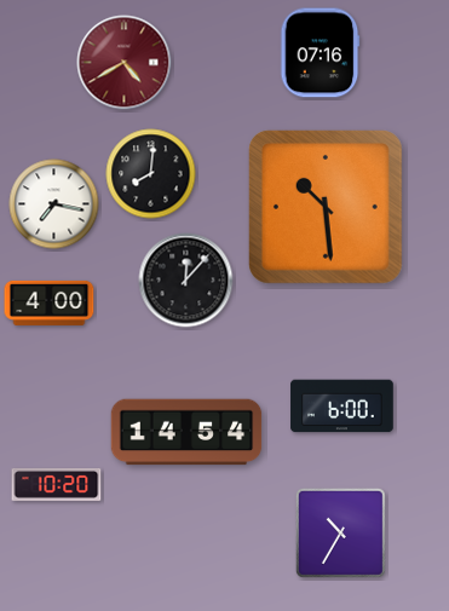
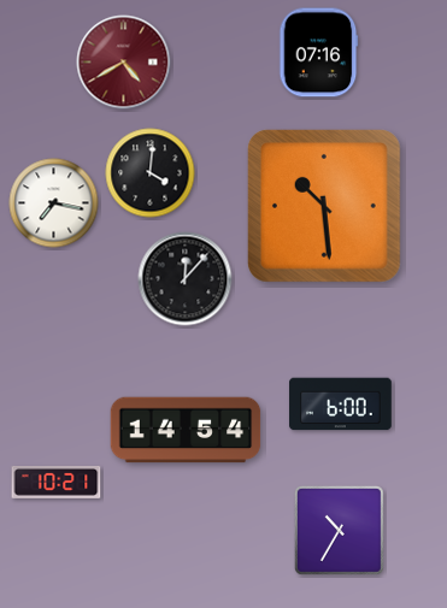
clock at (151, 174): 8:01 -> 4:01
clock at (50, 302): 4:00 -> none
clock at (57, 484): 10:20 -> 10:21
